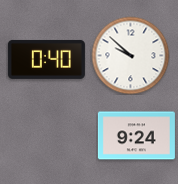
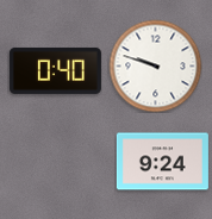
clock at (130, 55): 9:52 -> 9:48
